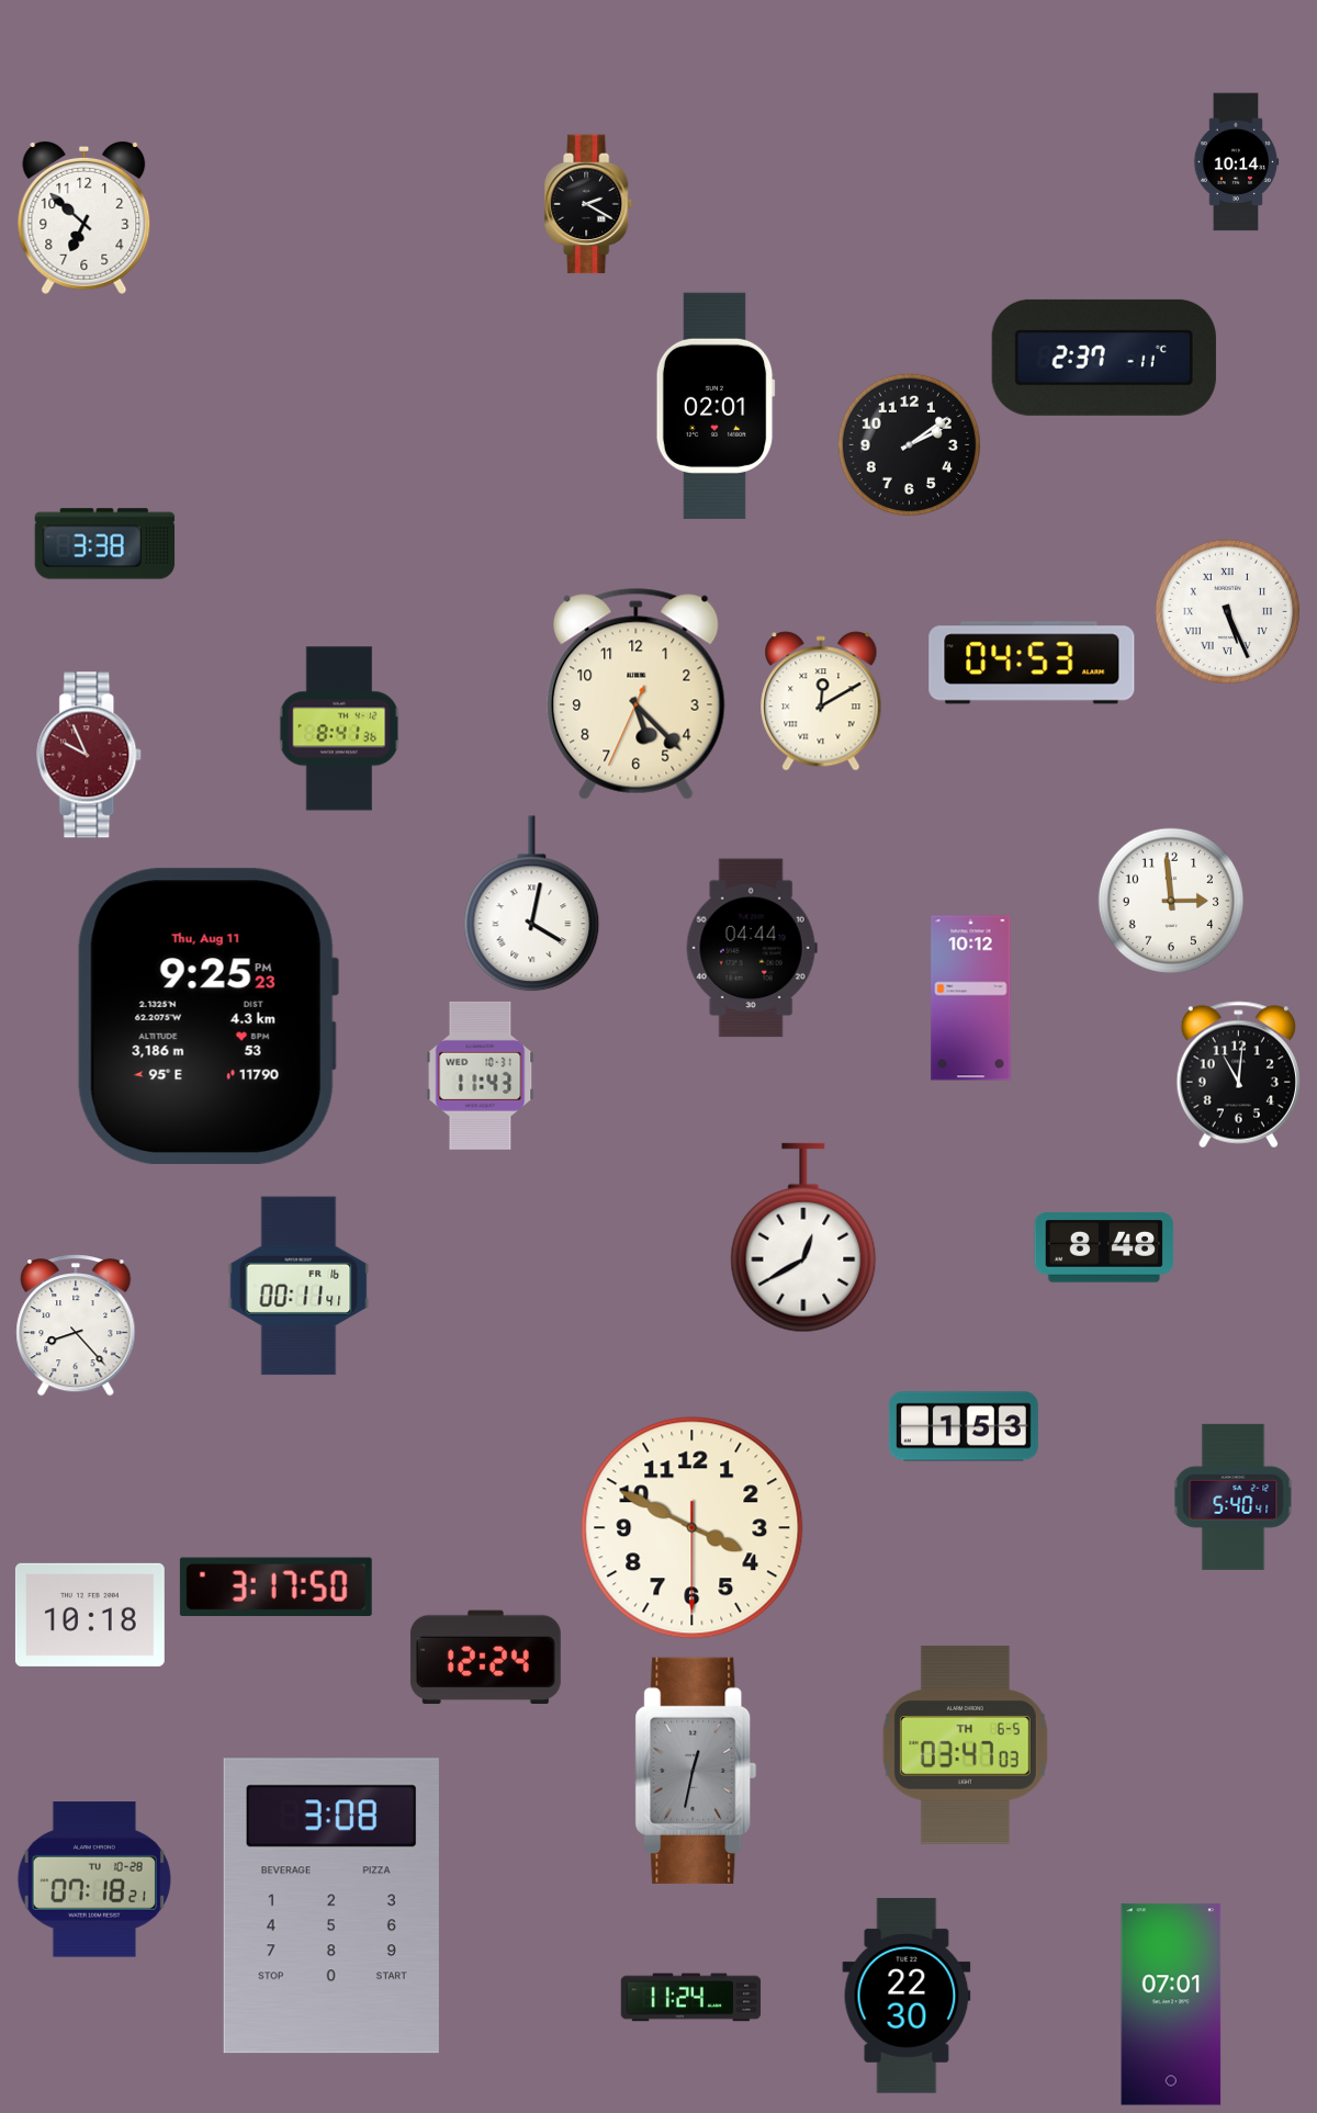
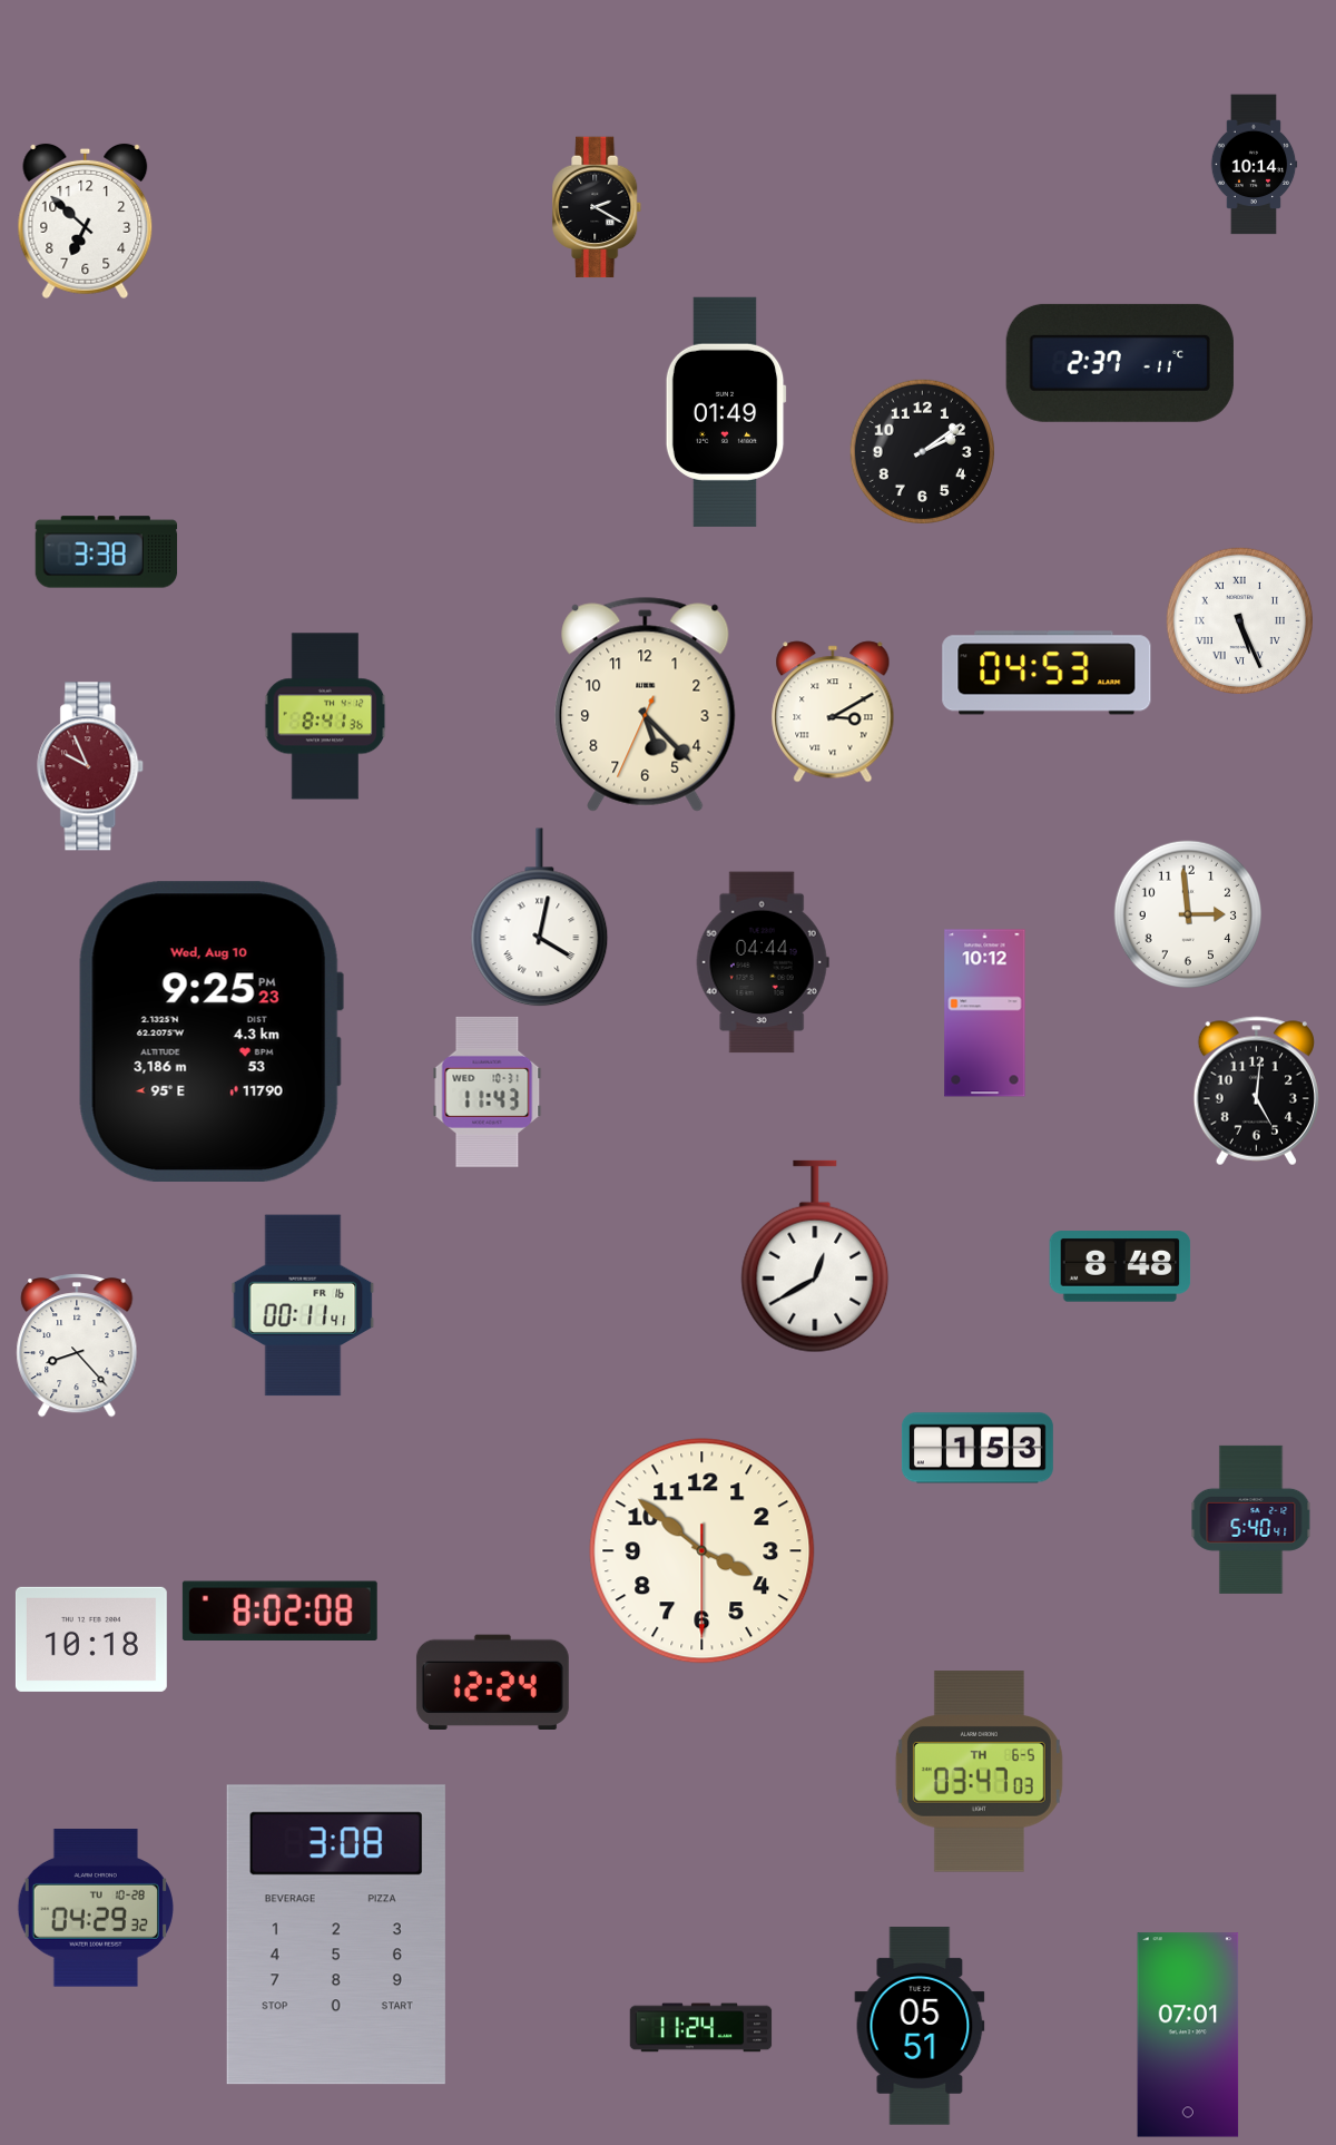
clock at (716, 406): 02:01 -> 01:49
clock at (1227, 611) position: (1227, 611) -> (1239, 620)
clock at (821, 701): 12:10 -> 3:10
clock at (339, 728) position: (339, 728) -> (325, 716)
clock at (207, 1016) date: Thu, Aug 11 -> Wed, Aug 10
clock at (1238, 1075): 11:01 -> 5:01
clock at (693, 1528): 3:49 -> 3:51
clock at (275, 1586): 3:17 -> 8:02
clock at (696, 1771): 12:32 -> none
clock at (94, 1879): 07:18 -> 04:29
clock at (907, 1996): 22:30 -> 05:51
